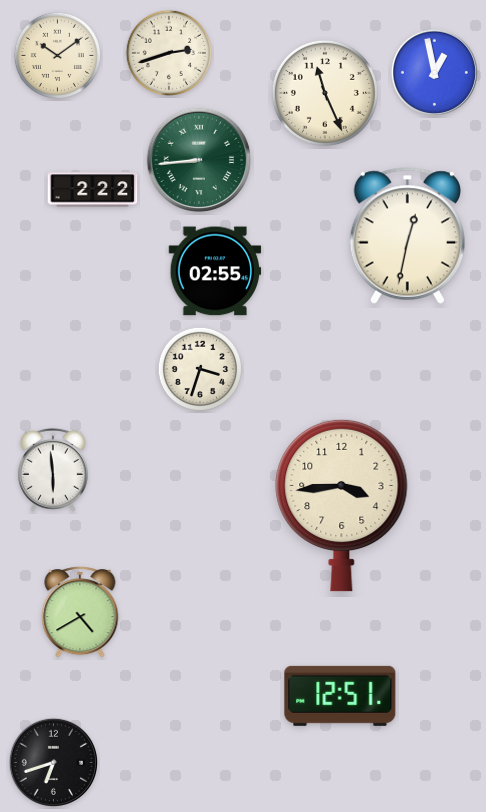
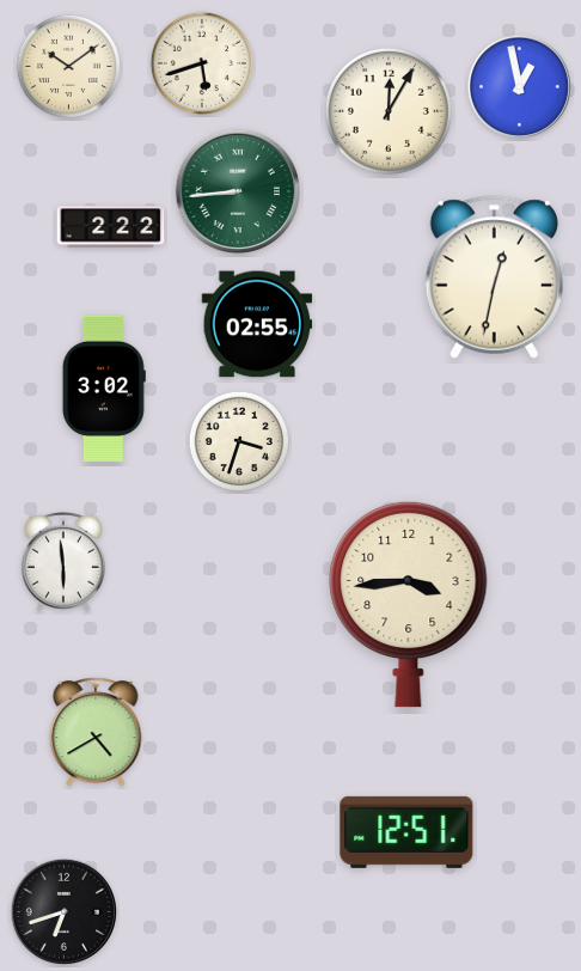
clock at (168, 52): 2:42 -> 5:42
clock at (325, 93): 11:26 -> 12:05
clock at (407, 235) position: (407, 235) -> (494, 276)
clock at (104, 387): none -> 3:02
